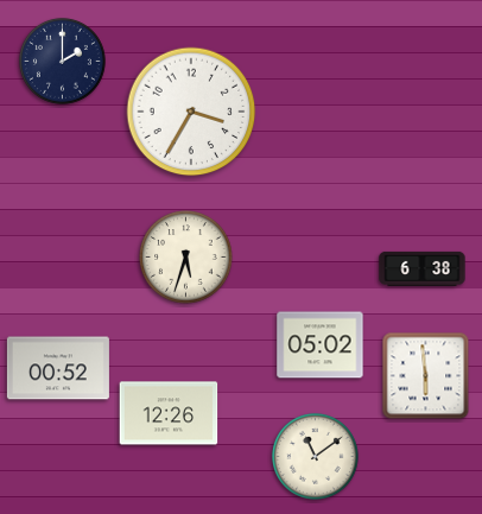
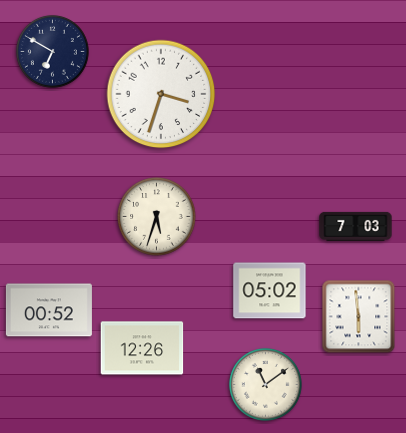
clock at (62, 61): 2:00 -> 6:50
clock at (191, 112): 3:35 -> 3:33
clock at (423, 268): 6:38 -> 7:03
